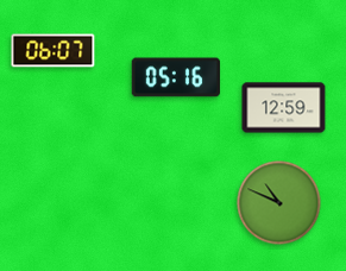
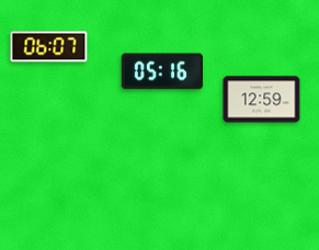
clock at (279, 203): 10:49 -> none
